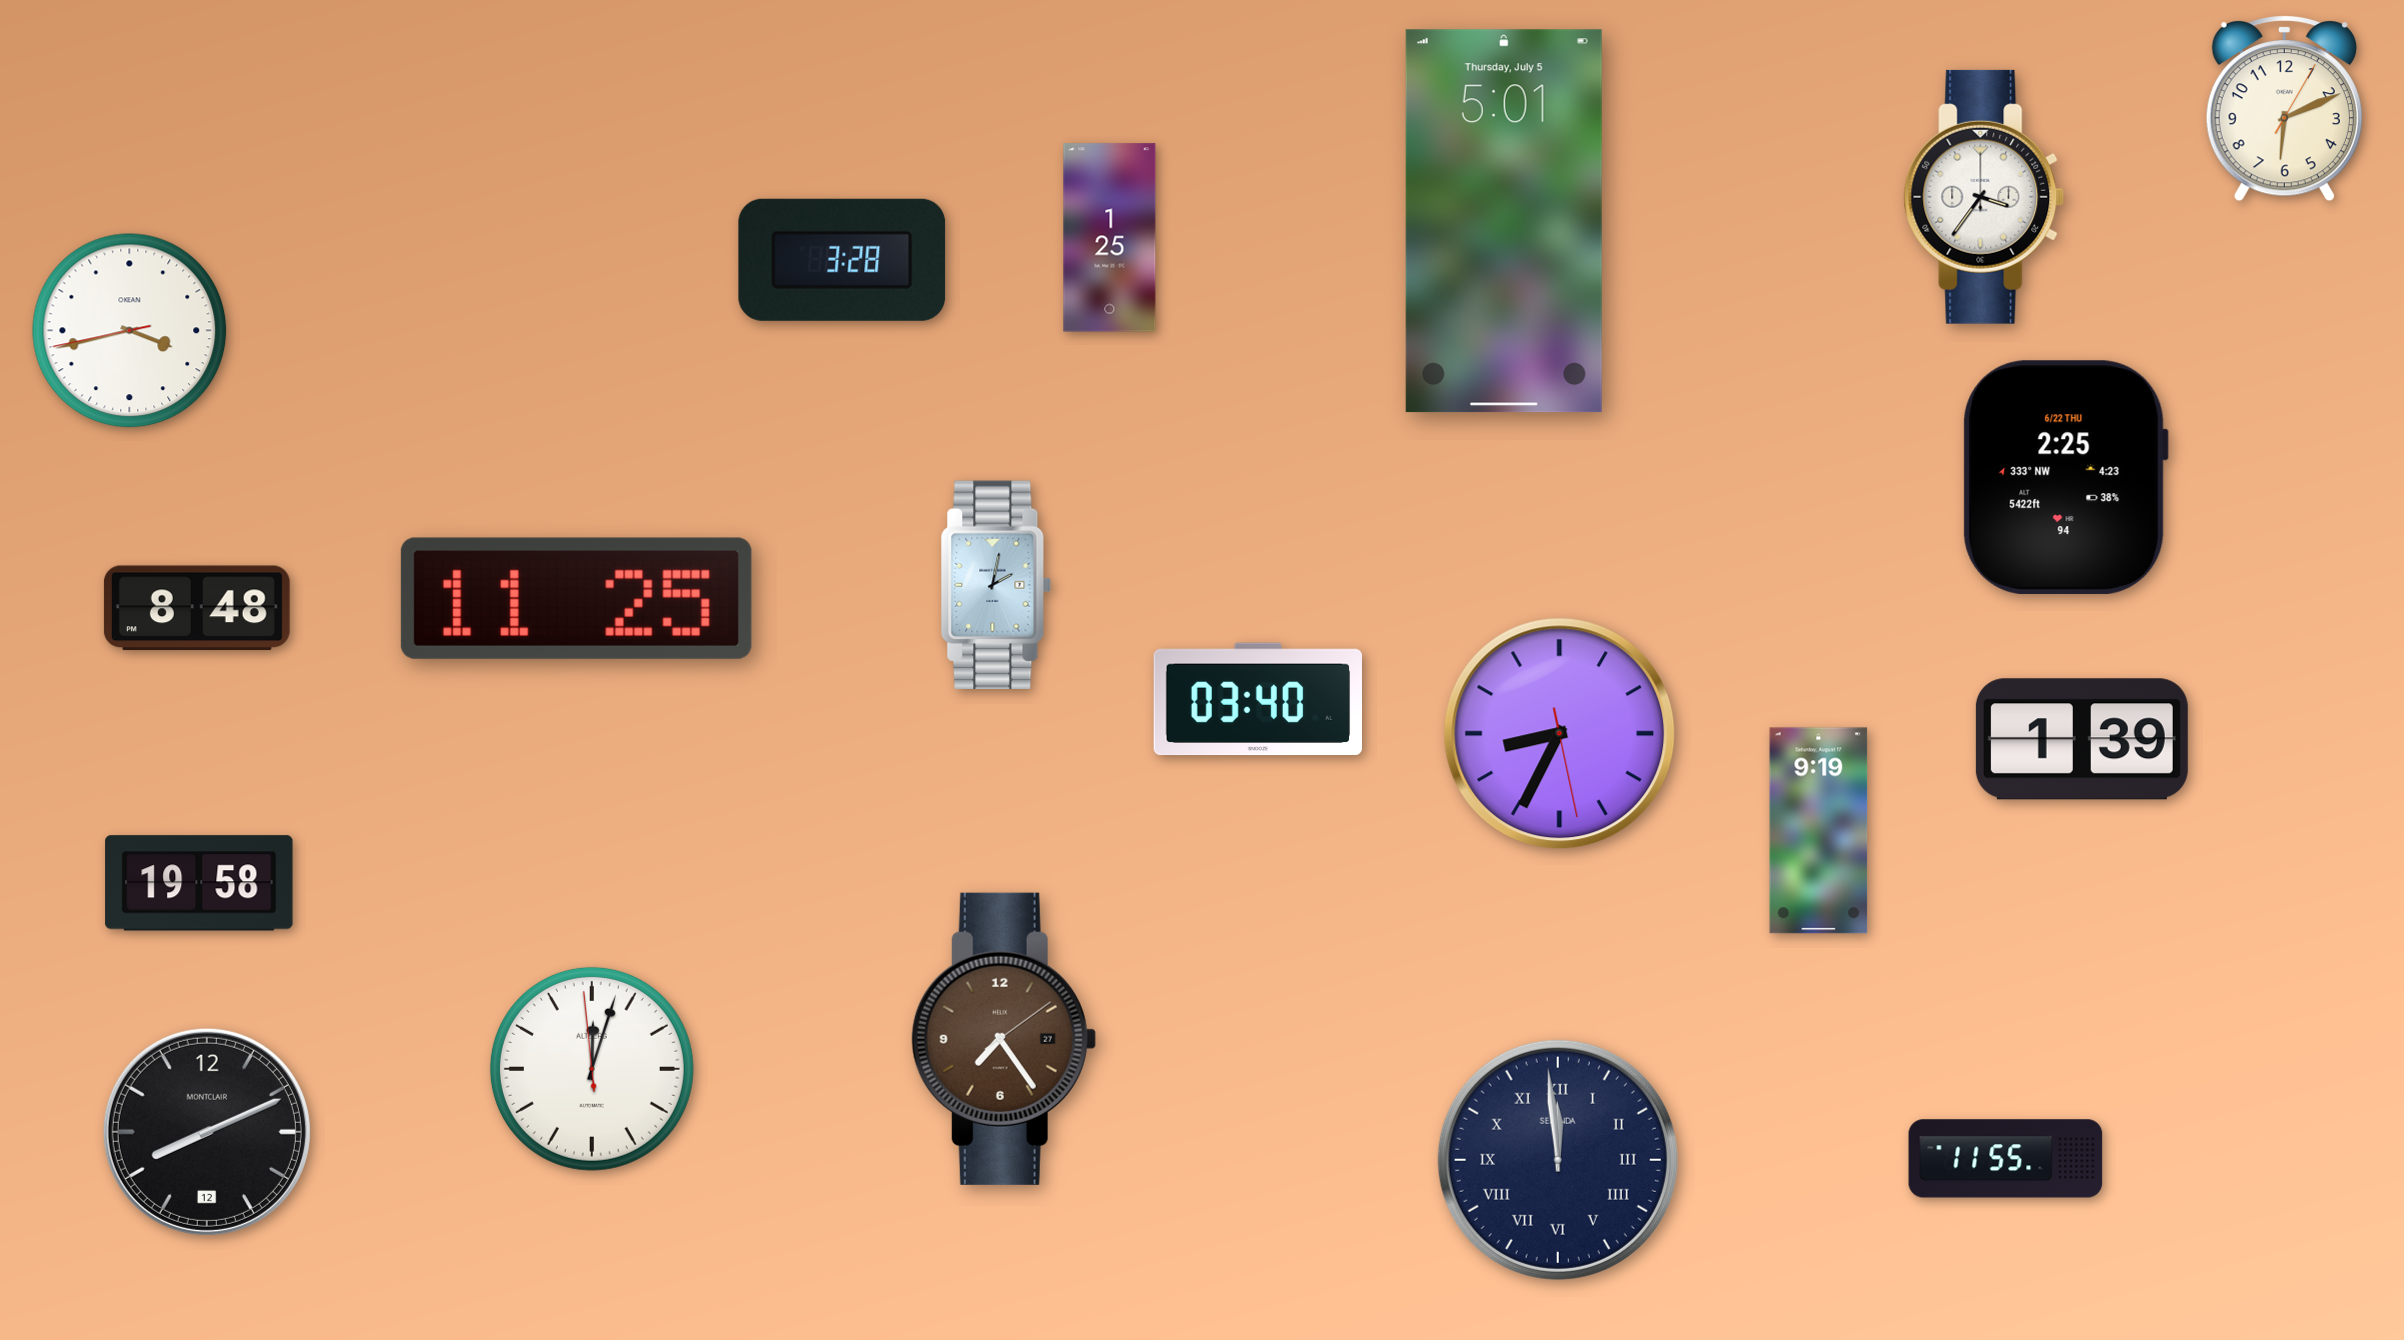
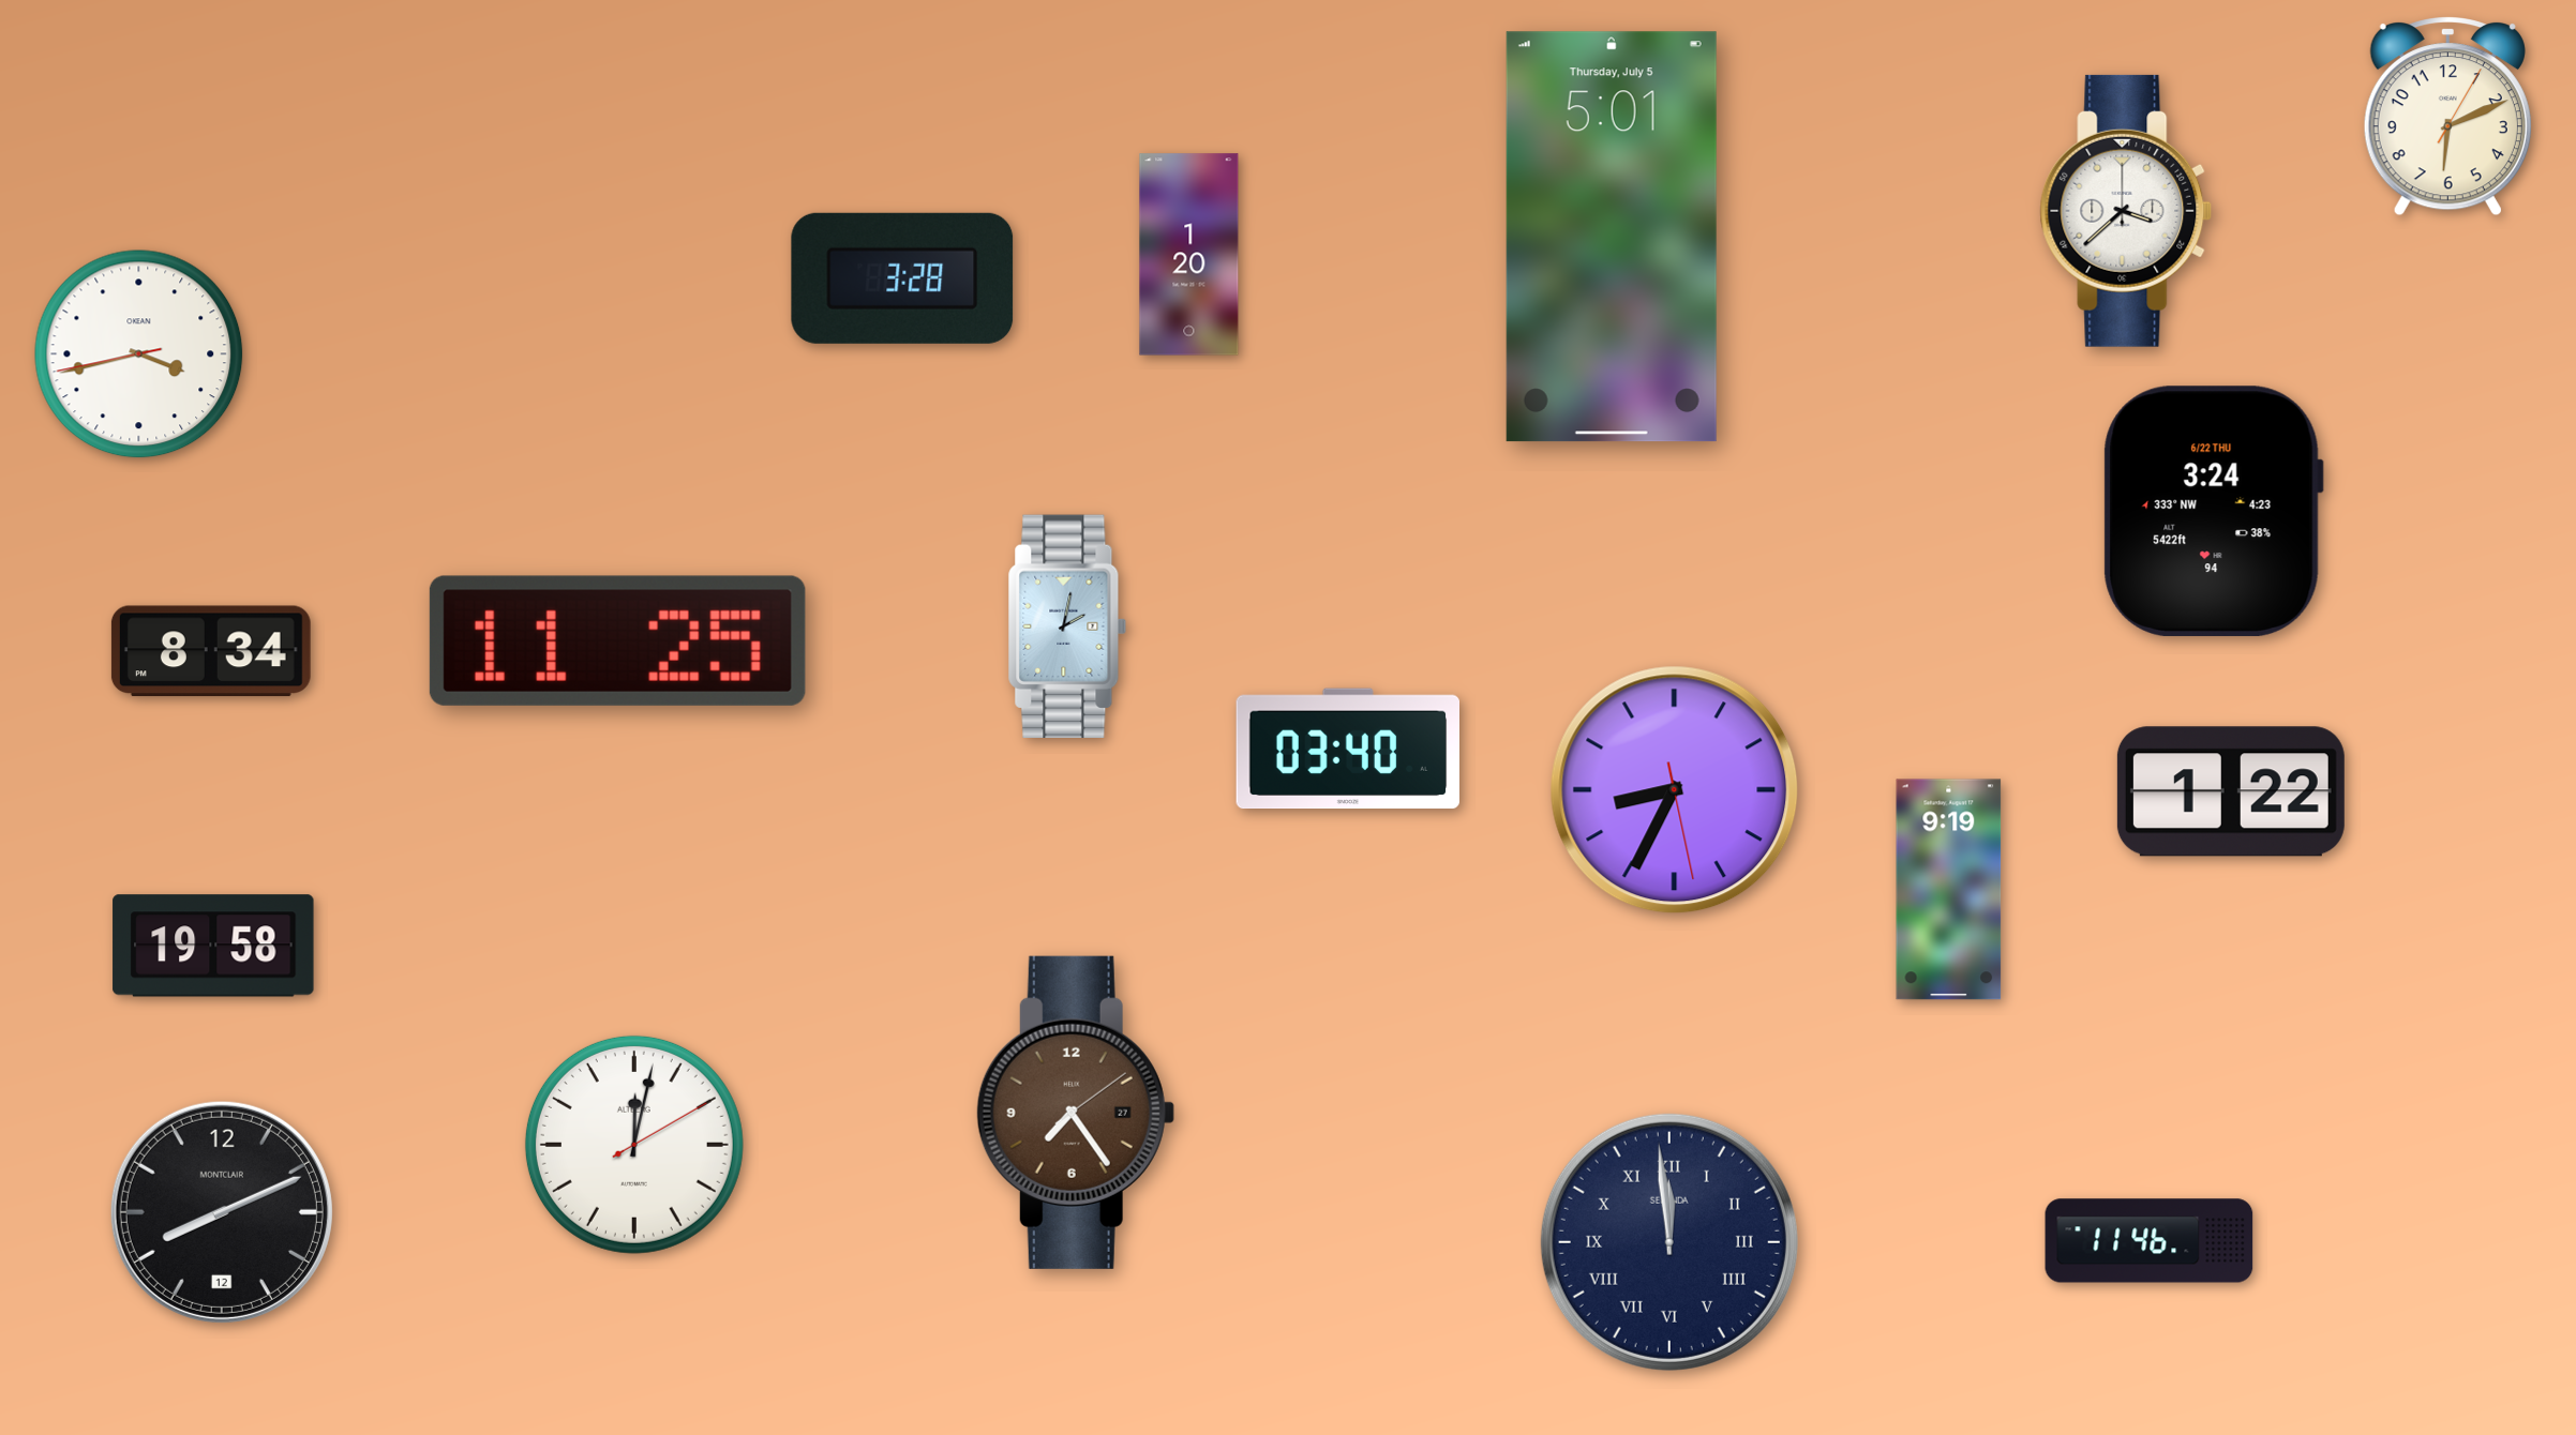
clock at (1984, 197): 3:36 -> 3:38
clock at (1110, 238): 1:25 -> 1:20
clock at (2065, 477): 2:25 -> 3:24
clock at (197, 608): 8:48 -> 8:34
clock at (1560, 734) position: (1560, 734) -> (1675, 790)
clock at (2082, 739): 1:39 -> 1:22
clock at (592, 1069): 12:02:59 -> 12:02:10
clock at (2006, 1159): 11:55 -> 11:46
